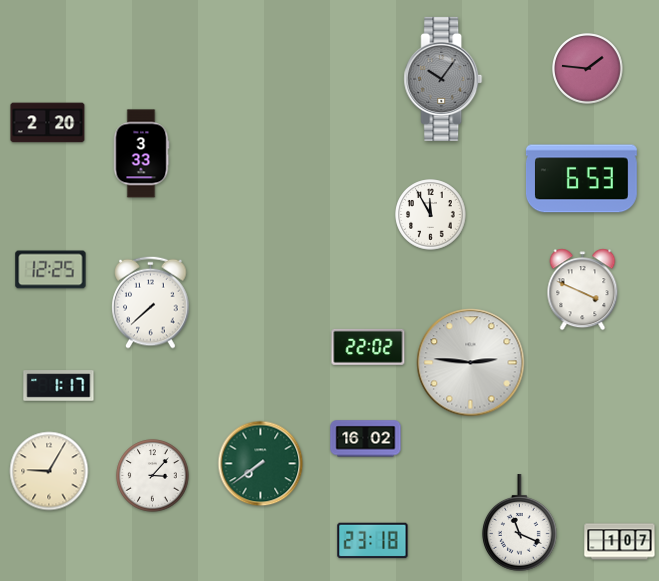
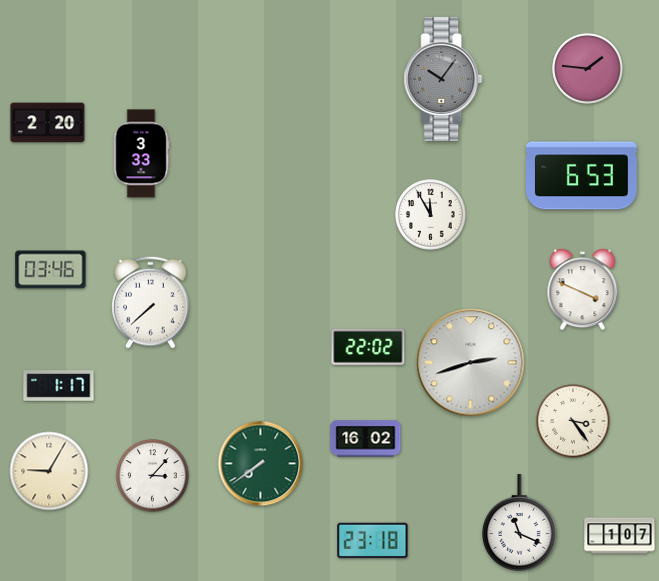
clock at (581, 179) position: (581, 179) -> (581, 176)
clock at (51, 270): 12:25 -> 03:46
clock at (471, 363): 2:46 -> 2:42
clock at (573, 421): none -> 3:24
clock at (620, 542) position: (620, 542) -> (620, 536)
